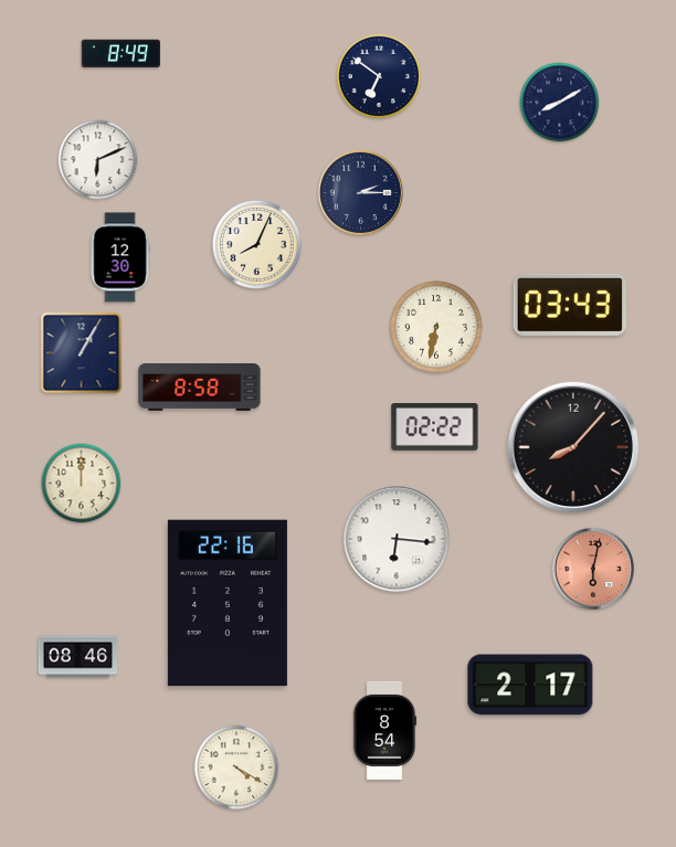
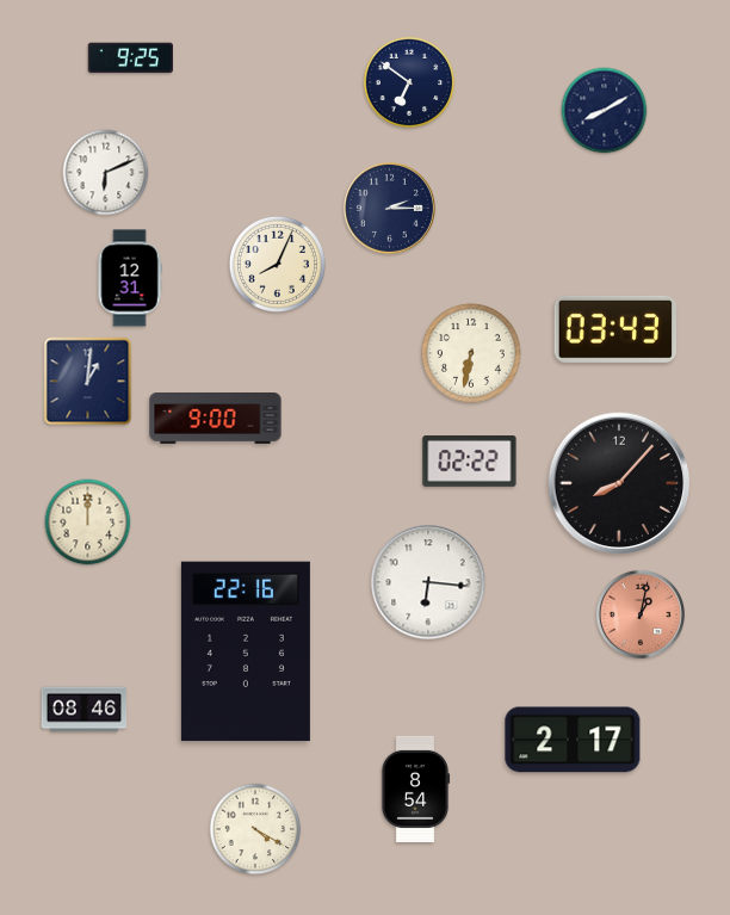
clock at (120, 54): 8:49 -> 9:25
clock at (120, 257): 12:30 -> 12:31
clock at (82, 353): 1:05 -> 1:01
clock at (200, 388): 8:58 -> 9:00
clock at (593, 569): 6:02 -> 1:02
